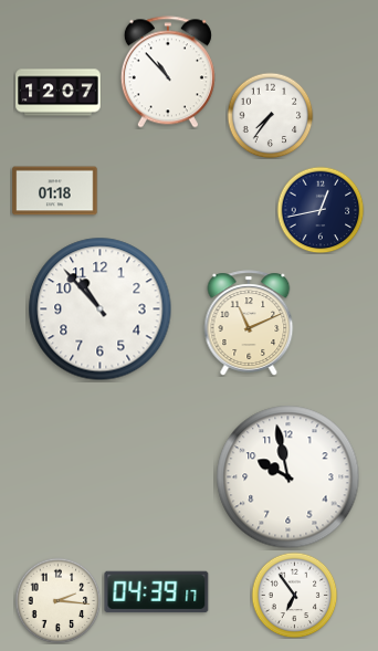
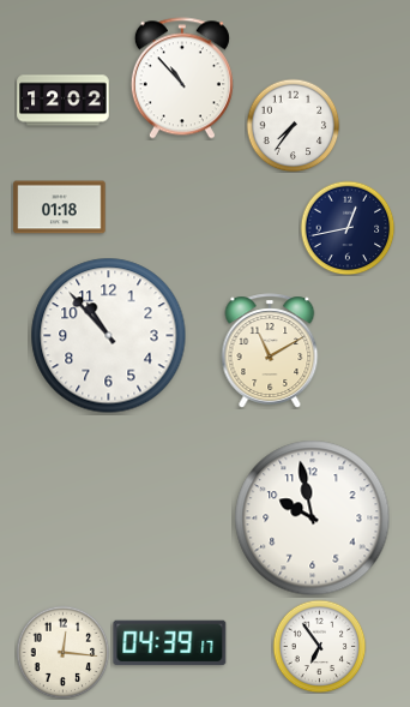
clock at (59, 93): 12:07 -> 12:02
clock at (249, 323): 11:11 -> 11:10
clock at (57, 600): 2:16 -> 12:16
